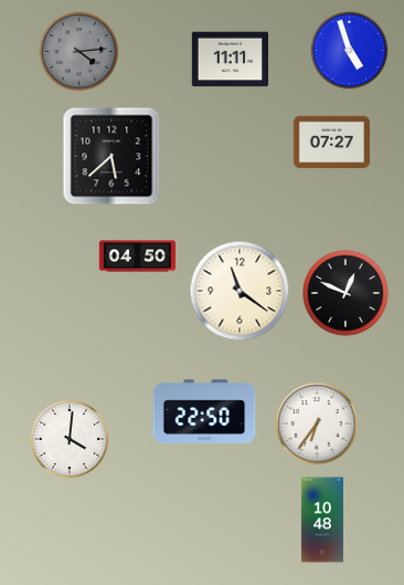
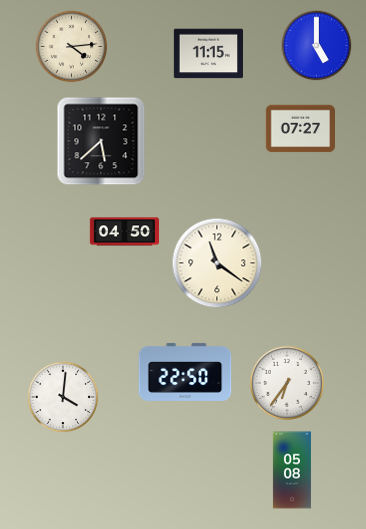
clock at (350, 51): 4:57 -> 5:00
clock at (79, 52) dial: grey -> cream
clock at (230, 60): 11:11 -> 11:15
clock at (345, 293): 12:49 -> none
clock at (322, 520): 10:48 -> 05:08
